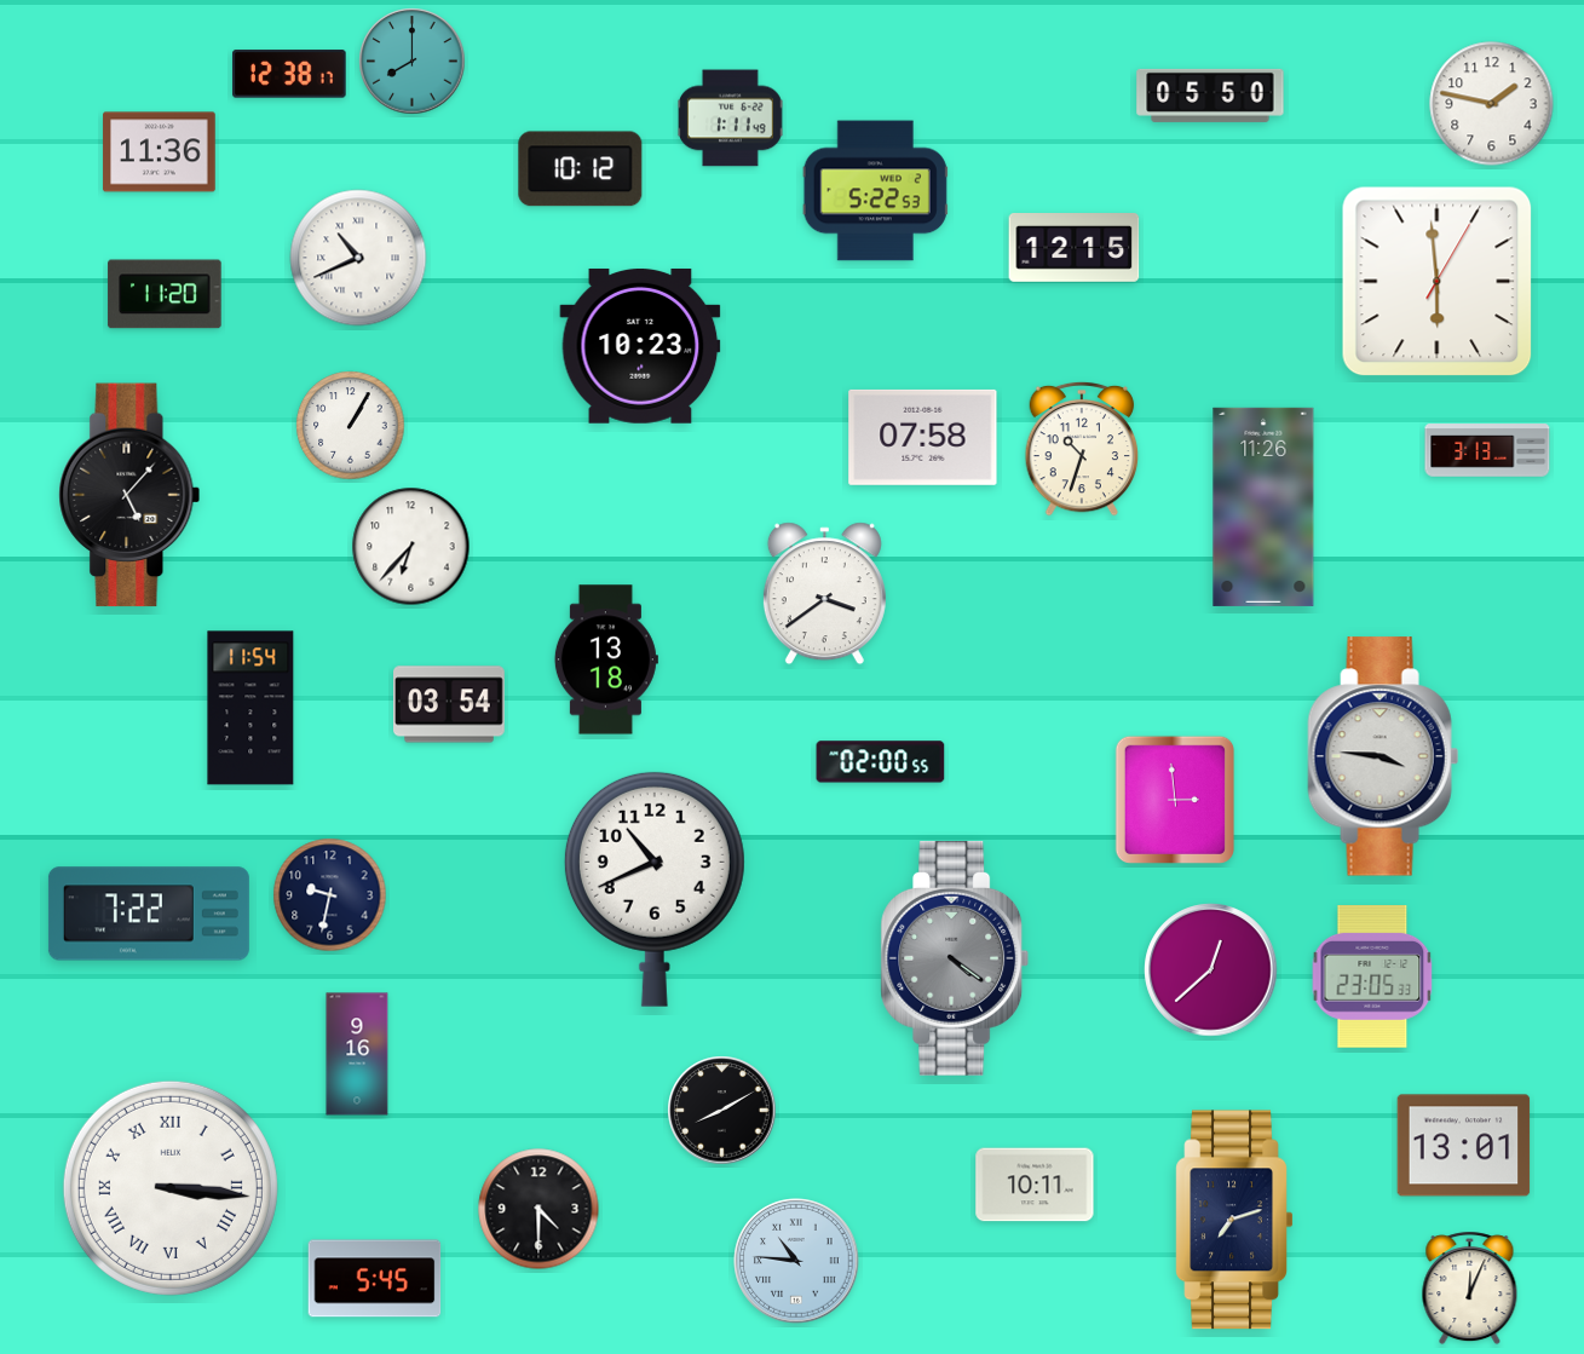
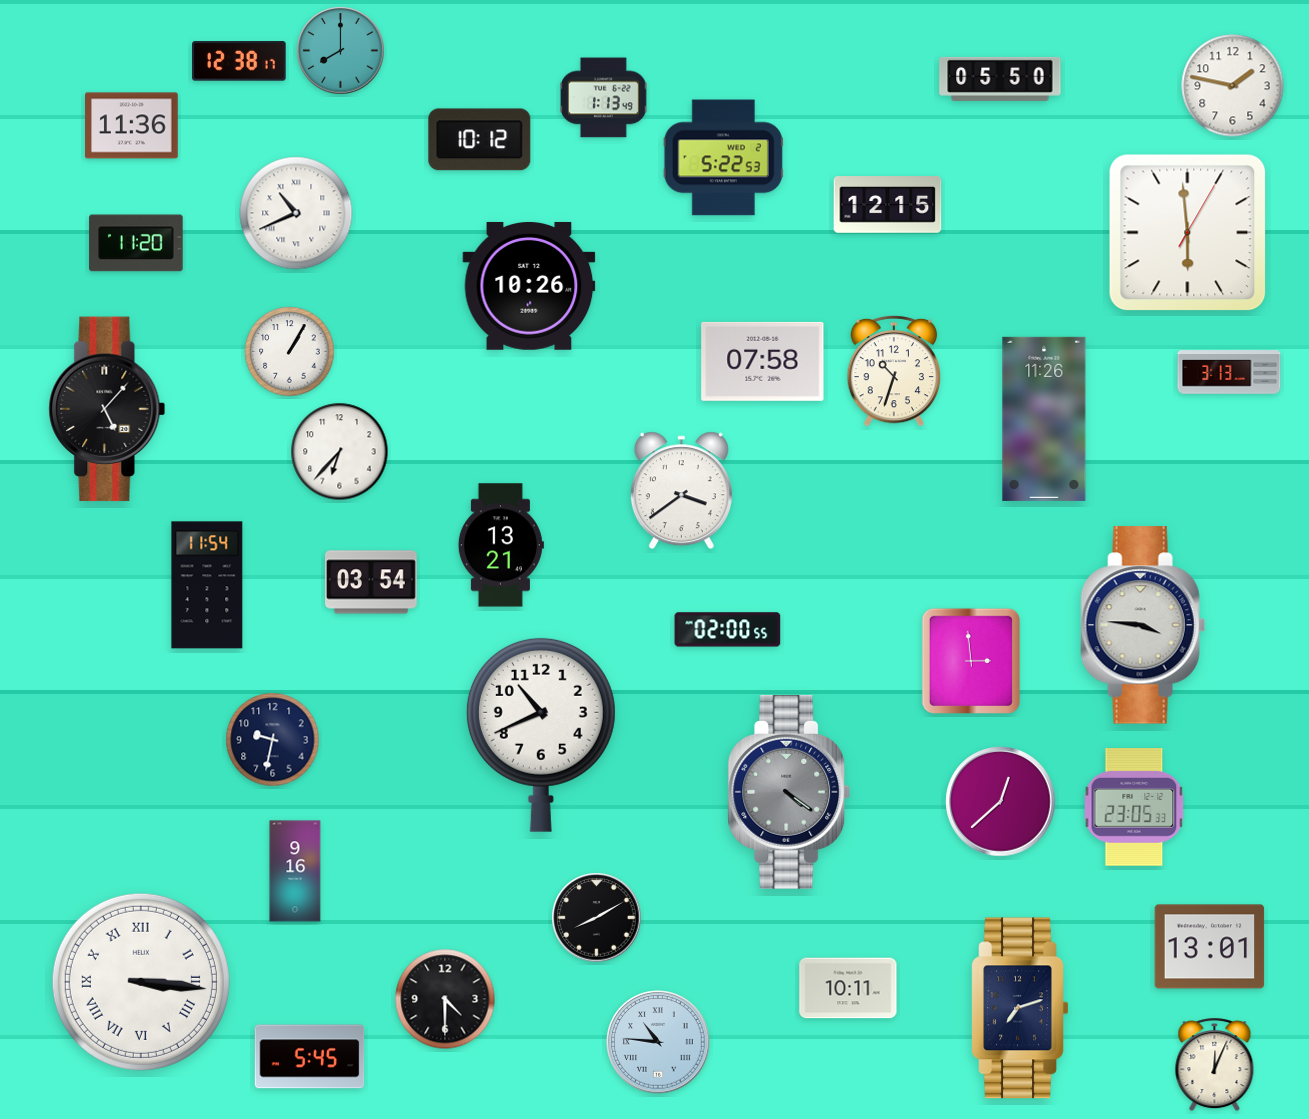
clock at (731, 119): 1:11 -> 1:13
clock at (640, 346): 10:23 -> 10:26
clock at (606, 659): 13:18 -> 13:21
clock at (149, 914): 7:22 -> none
clock at (1035, 1185) position: (1035, 1185) -> (848, 988)
